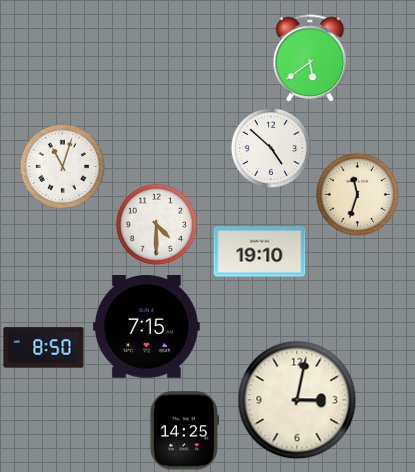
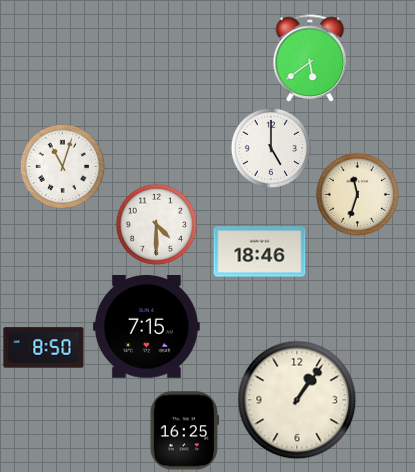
clock at (271, 148): 4:52 -> 5:00
clock at (260, 252): 19:10 -> 18:46
clock at (297, 400): 3:02 -> 1:06
clock at (184, 431): 14:25 -> 16:25
